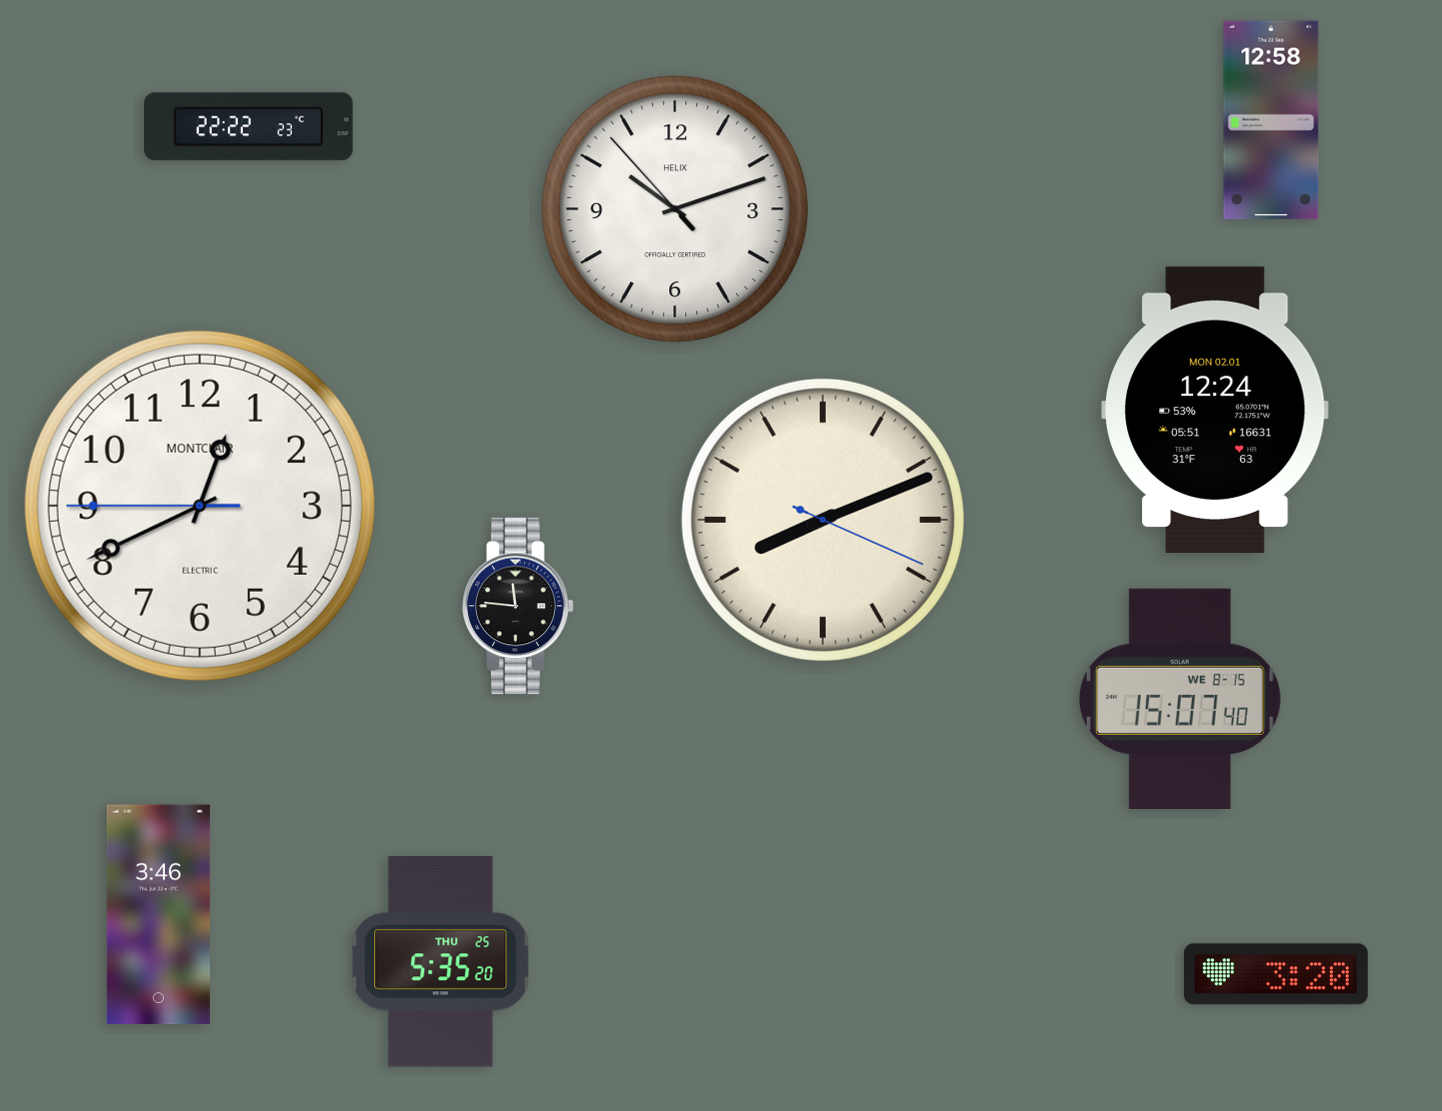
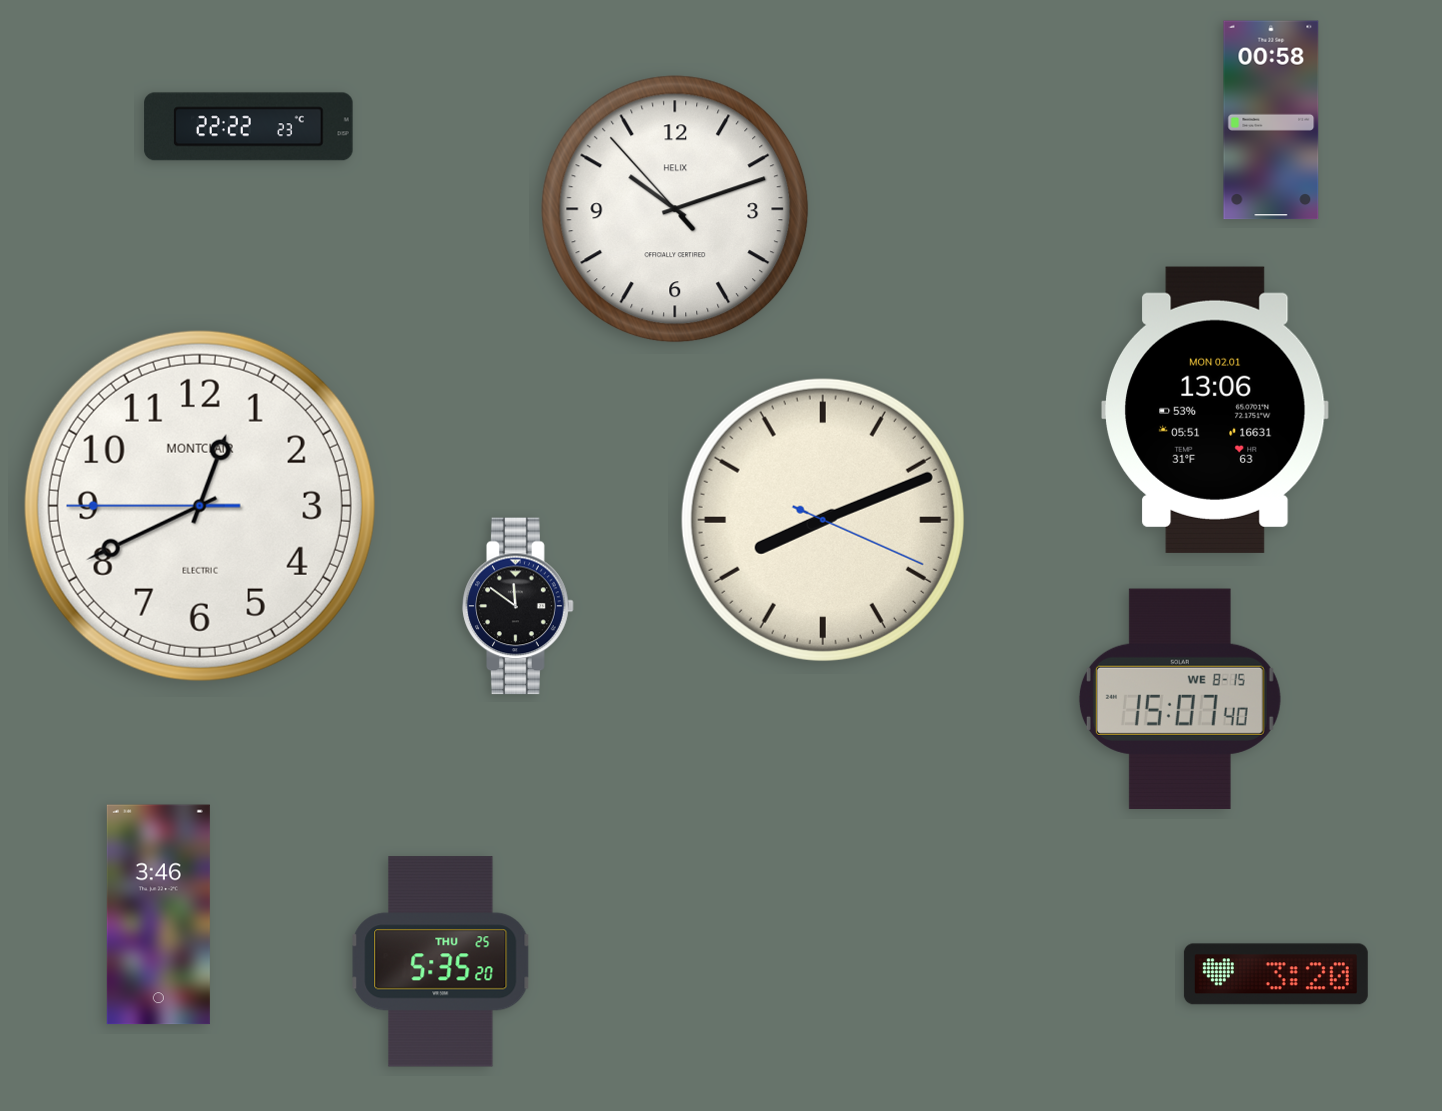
clock at (1271, 120): 12:58 -> 00:58
clock at (1215, 410): 12:24 -> 13:06
clock at (518, 606): 11:46 -> 11:51
